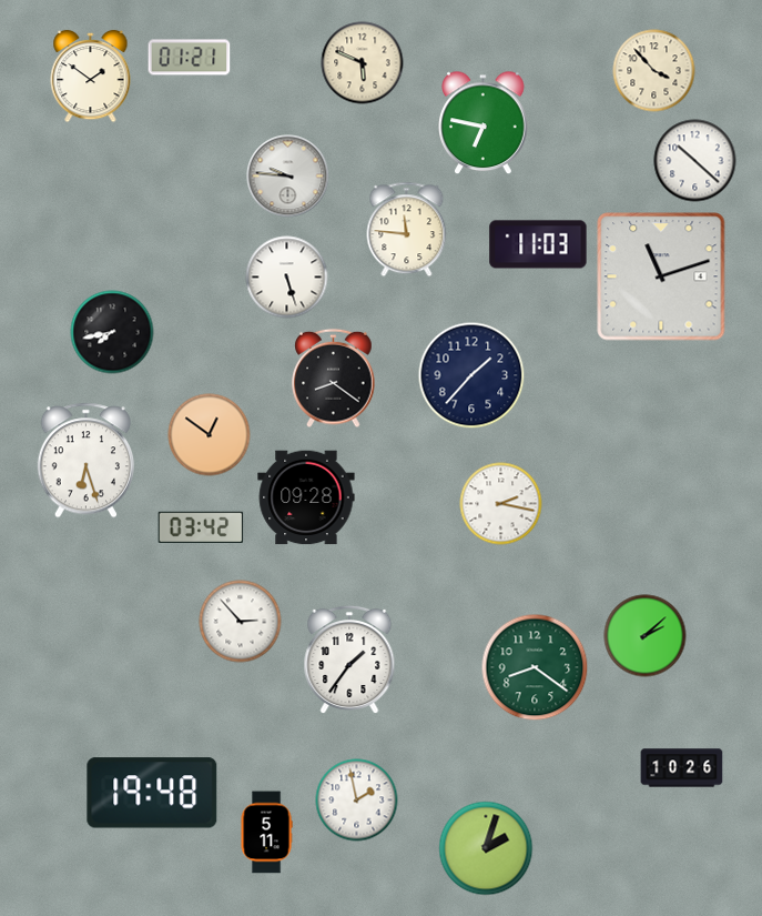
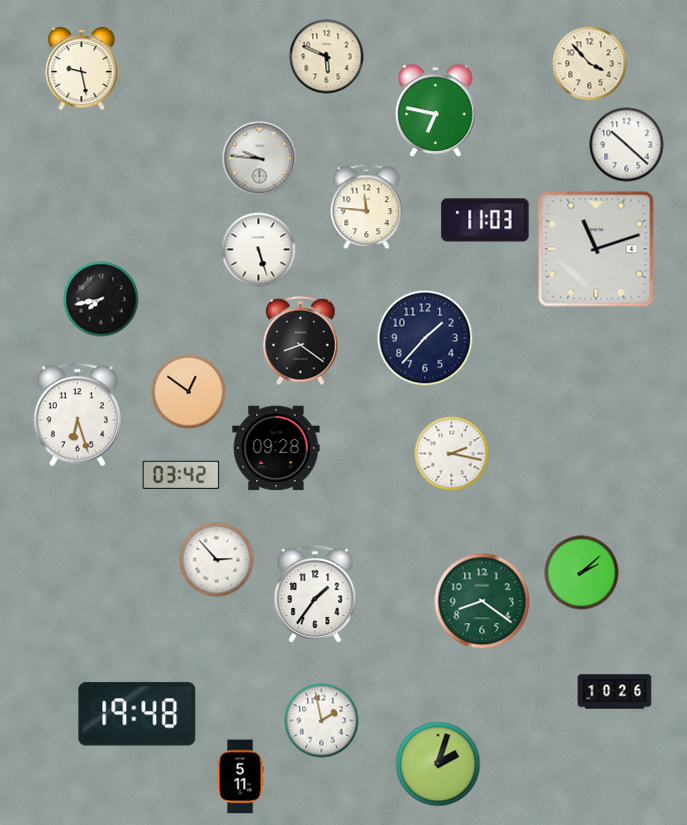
clock at (190, 58): 01:21 -> none
clock at (91, 77): 1:51 -> 9:28
clock at (266, 833) position: (266, 833) -> (240, 777)
